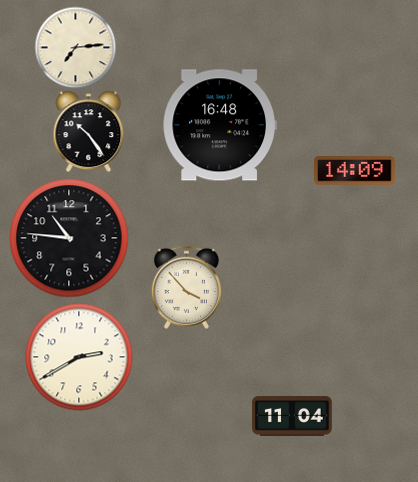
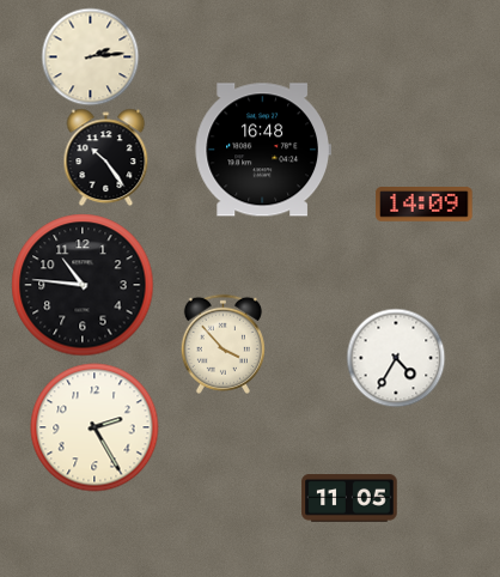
clock at (75, 47): 7:14 -> 2:14
clock at (396, 358): none -> 4:35
clock at (79, 357): 2:40 -> 2:25
clock at (292, 416): 11:04 -> 11:05
